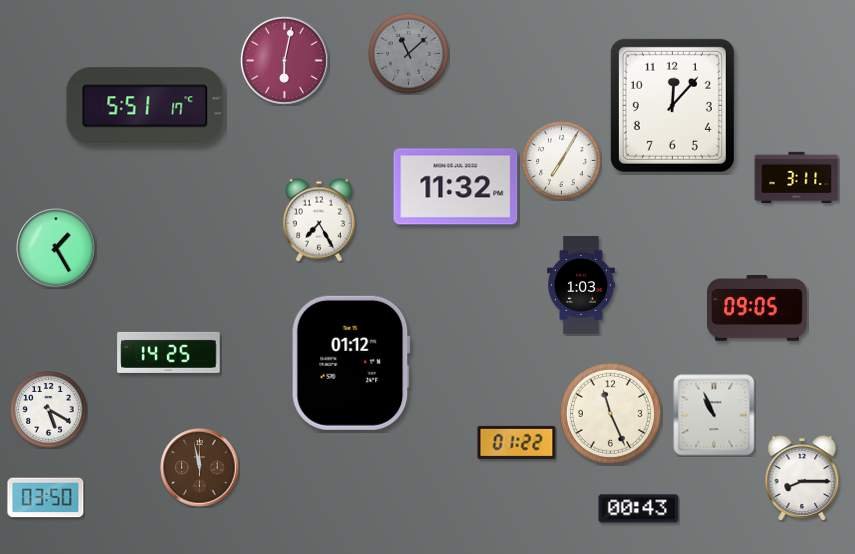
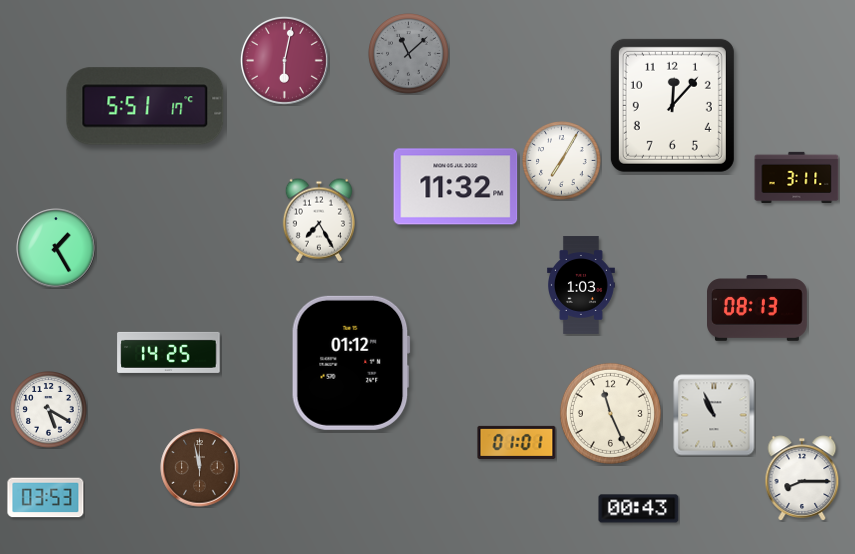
clock at (758, 309): 09:05 -> 08:13
clock at (517, 442): 01:22 -> 01:01
clock at (46, 498): 03:50 -> 03:53
